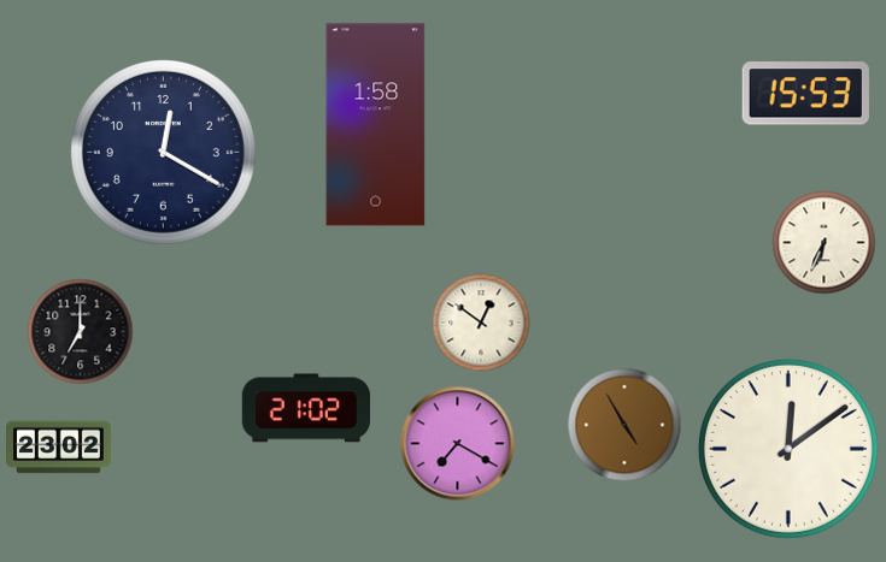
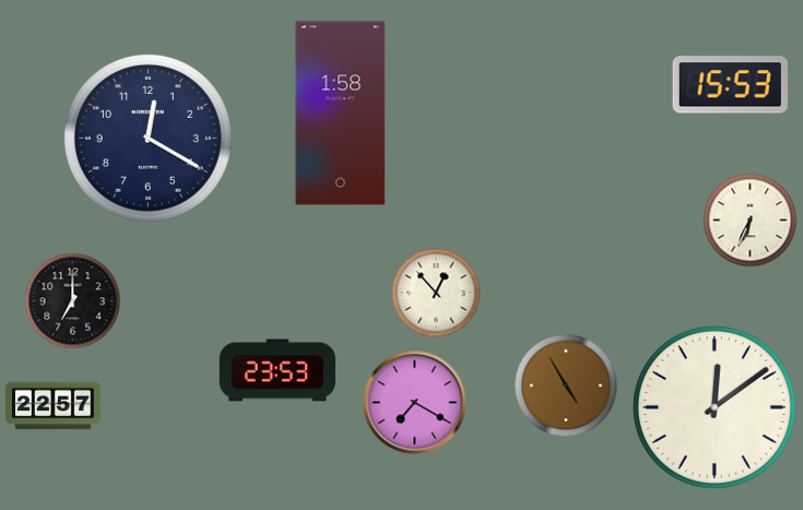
clock at (825, 243) position: (825, 243) -> (751, 221)
clock at (481, 323): 12:51 -> 12:53
clock at (306, 408): 21:02 -> 23:53
clock at (59, 448): 23:02 -> 22:57
